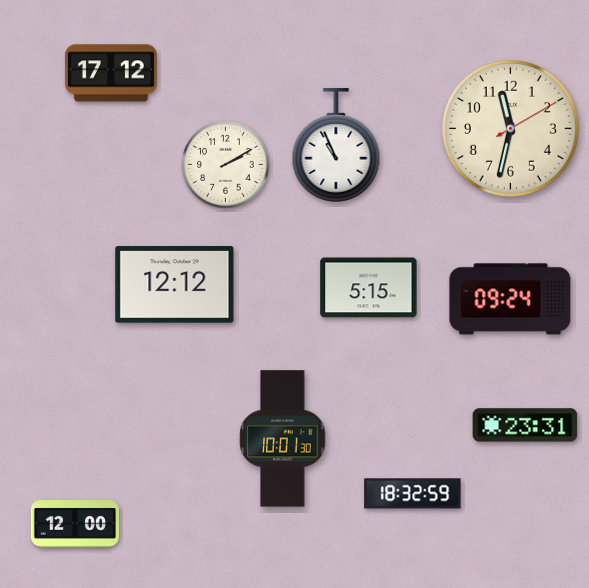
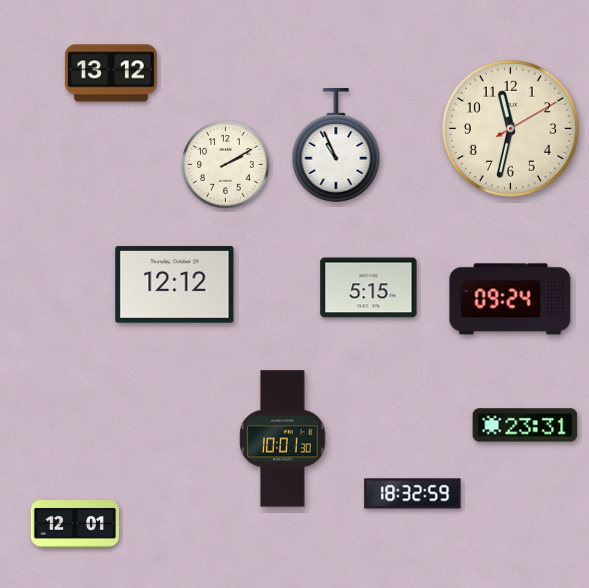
clock at (111, 73): 17:12 -> 13:12
clock at (74, 524): 12:00 -> 12:01
